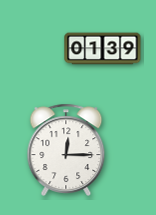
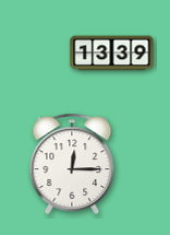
clock at (103, 49): 01:39 -> 13:39
